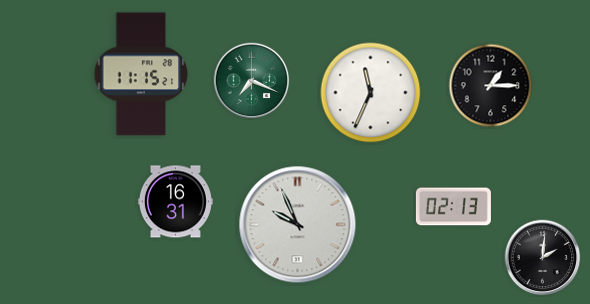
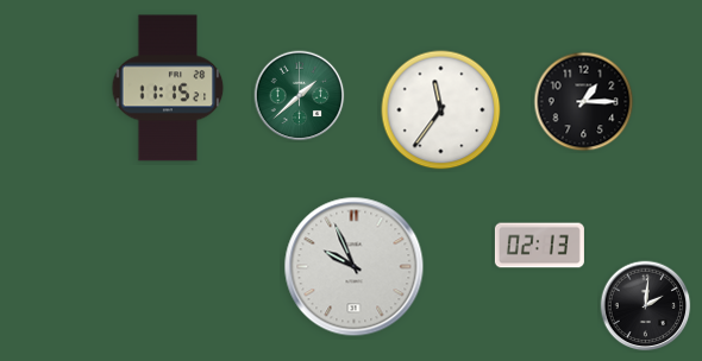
clock at (252, 81): 7:19 -> 1:38
clock at (371, 93): 11:34 -> 11:36
clock at (175, 202): 16:31 -> none
